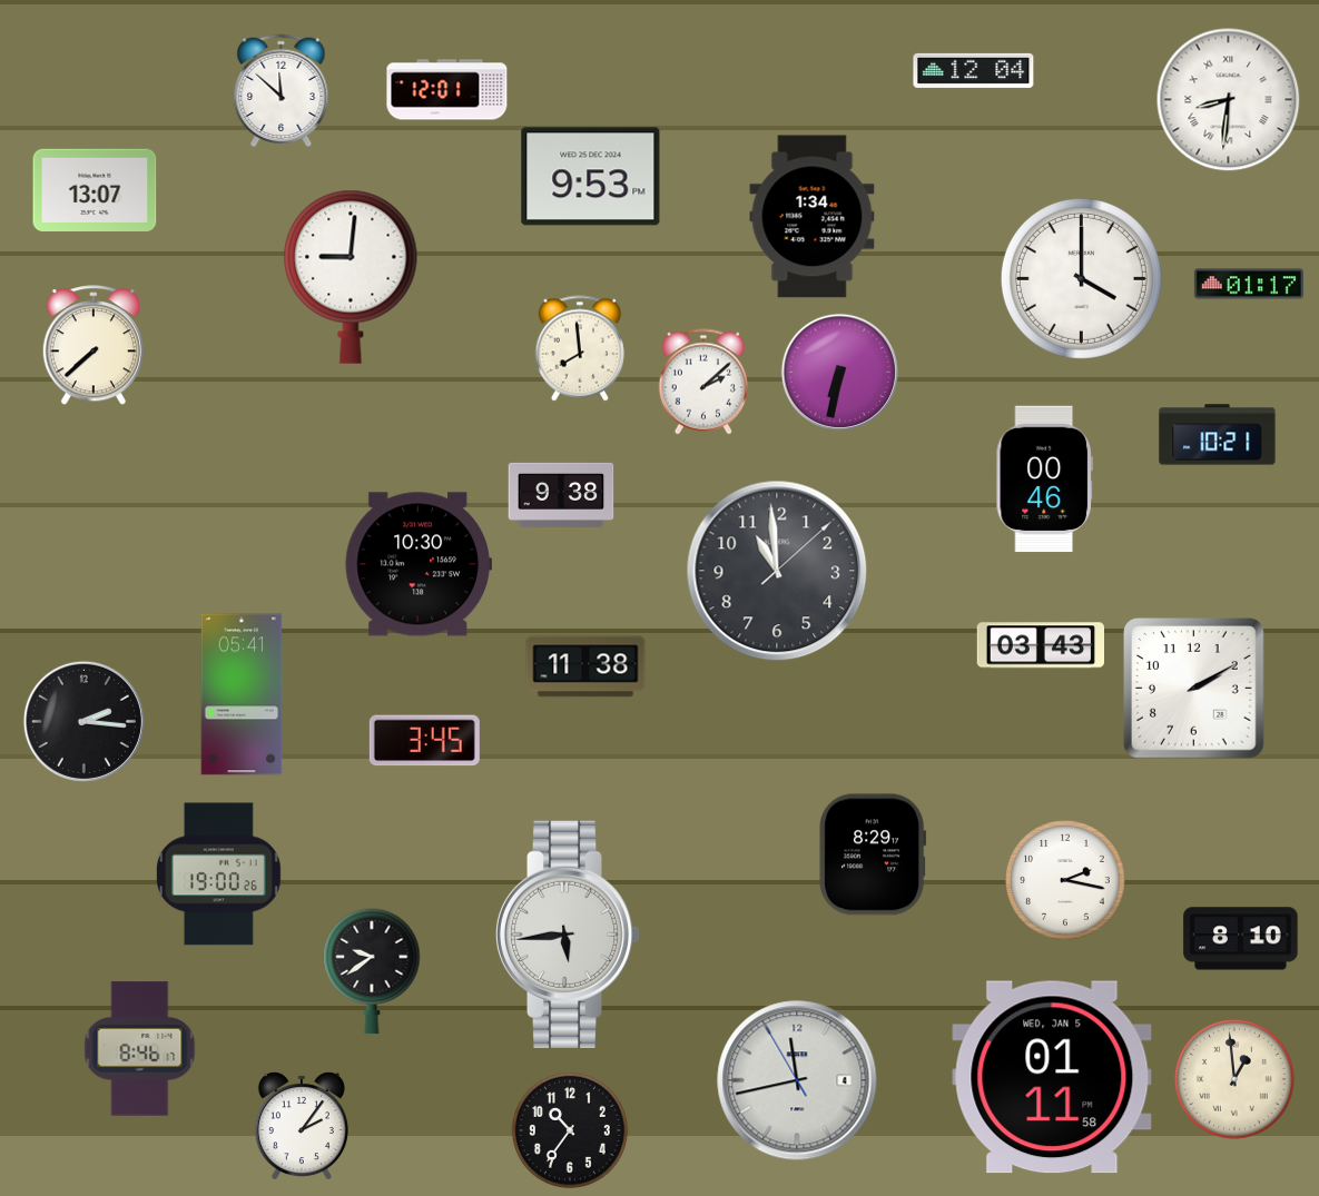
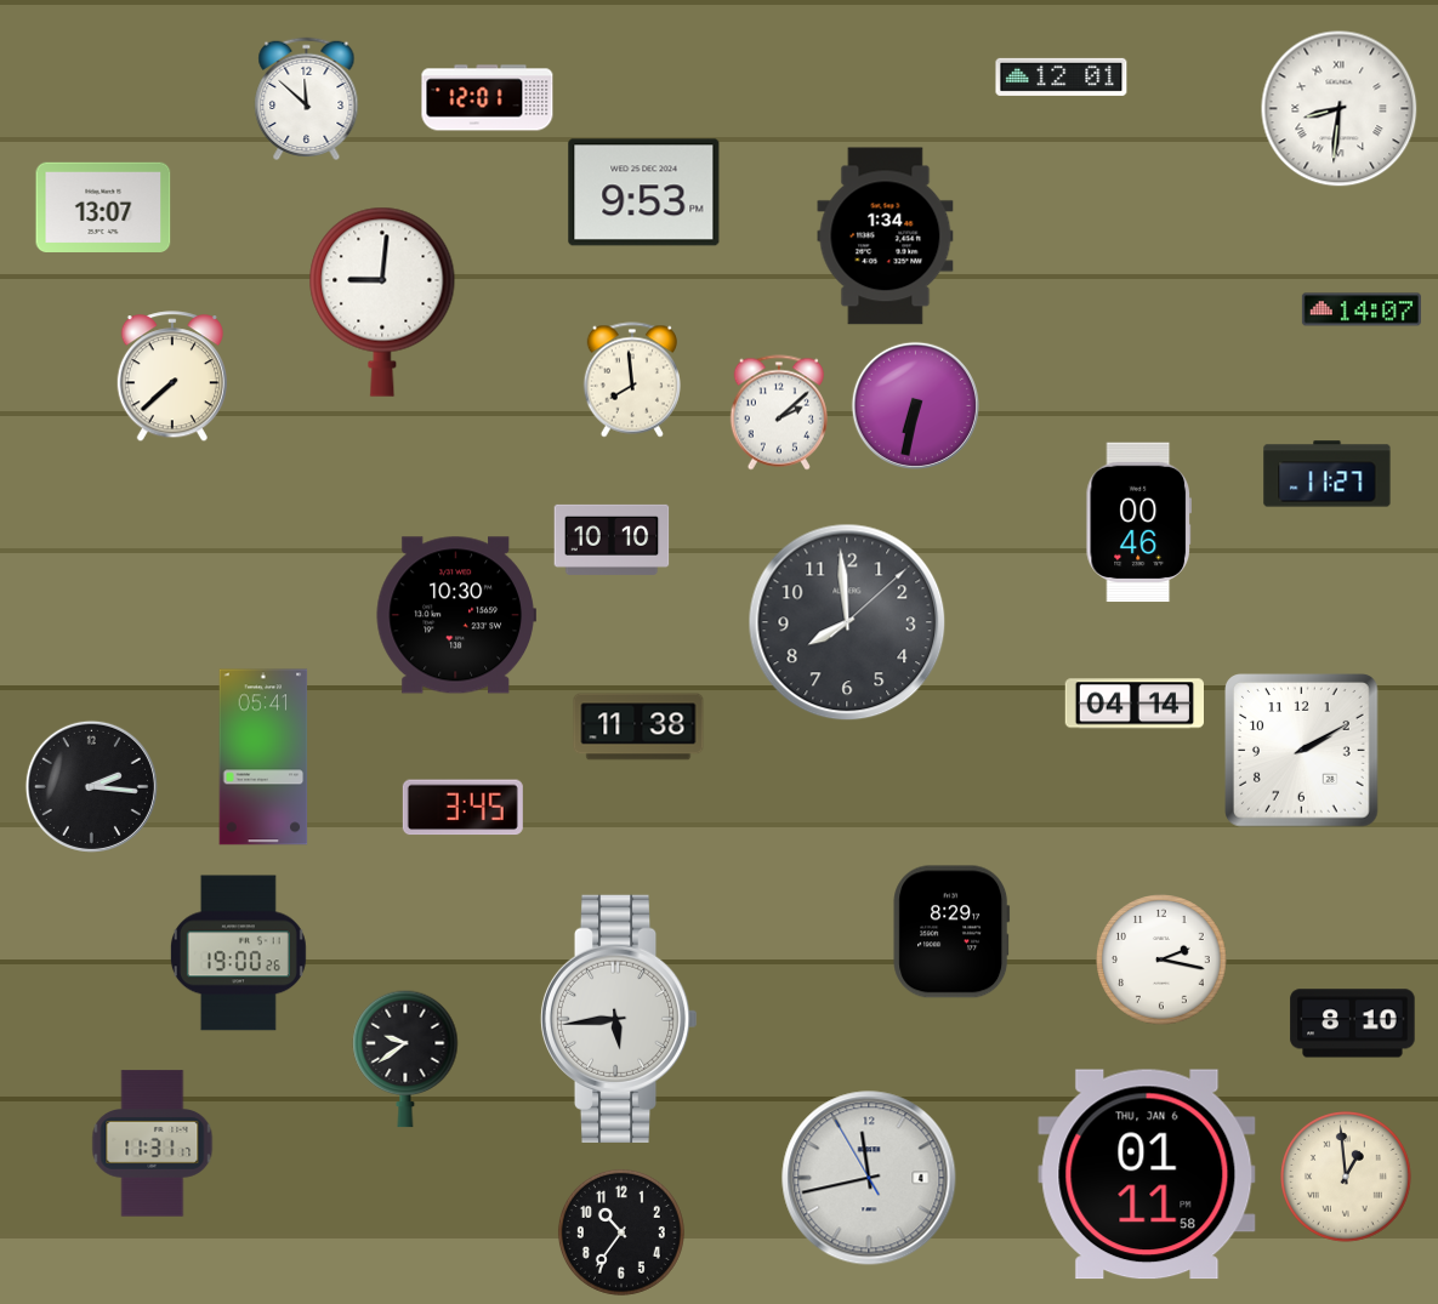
clock at (974, 70): 12:04 -> 12:01
clock at (1081, 278): 4:00 -> none
clock at (1249, 284): 01:17 -> 14:07
clock at (93, 346) position: (93, 346) -> (172, 377)
clock at (703, 382) position: (703, 382) -> (779, 412)
clock at (1218, 435): 10:21 -> 11:27
clock at (561, 495): 9:38 -> 10:10
clock at (777, 571): 10:59 -> 7:59
clock at (1040, 645): 03:43 -> 04:14
clock at (140, 1049): 8:46 -> 11:31
clock at (1052, 1077) date: WED, JAN 5 -> THU, JAN 6
clock at (302, 1126): 2:06 -> none
